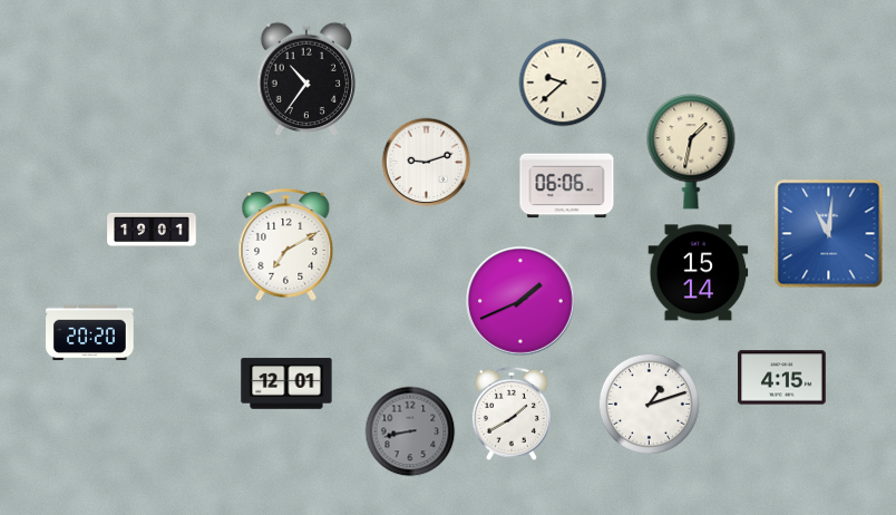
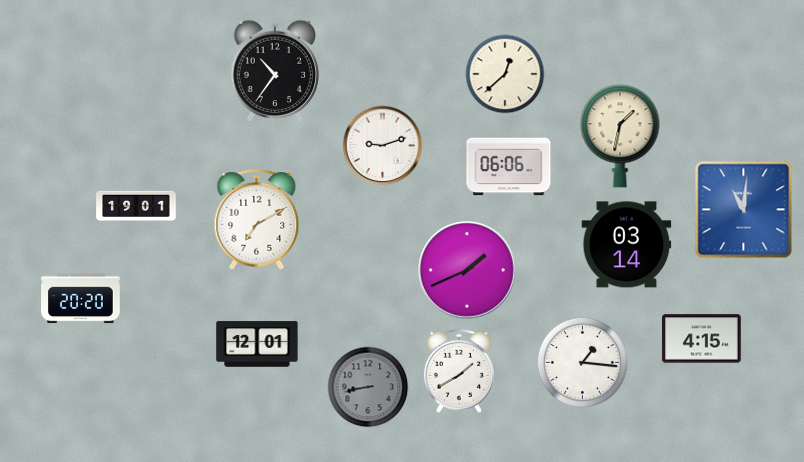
clock at (563, 82): 9:38 -> 12:38
clock at (699, 273): 15:14 -> 03:14
clock at (649, 404): 1:12 -> 1:16
